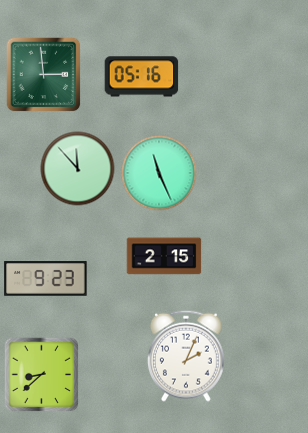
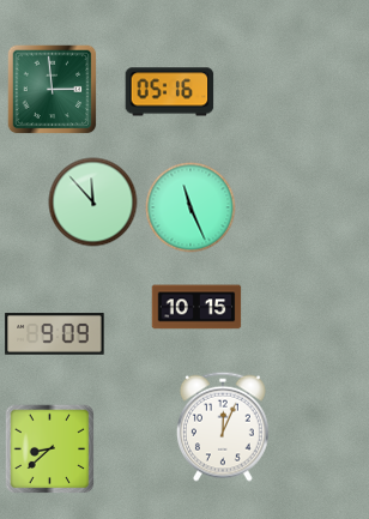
clock at (164, 256): 2:15 -> 10:15
clock at (46, 279): 9:23 -> 9:09
clock at (187, 356): 2:04 -> 12:04
